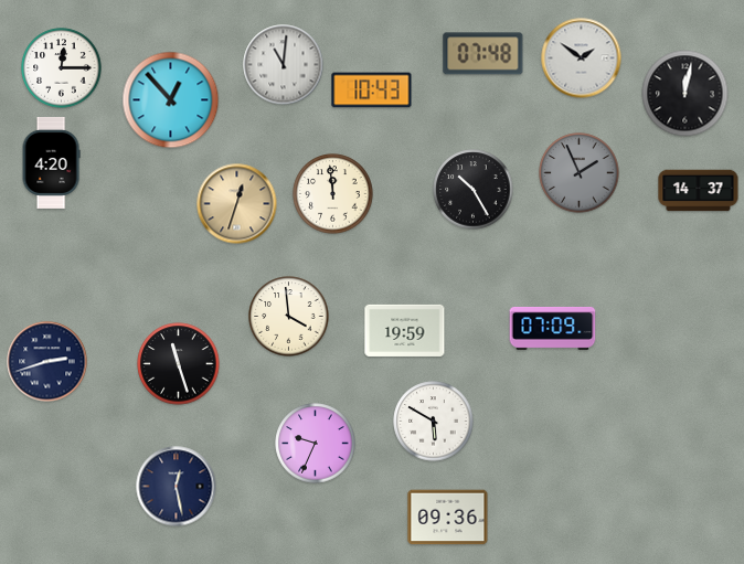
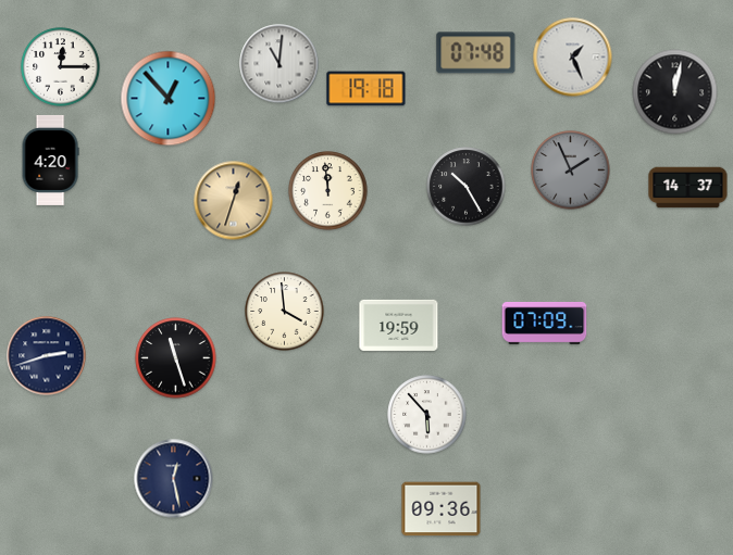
clock at (582, 58): 1:51 -> 1:26
clock at (372, 91): 10:43 -> 19:18
clock at (434, 422): 5:50 -> 5:53
clock at (316, 444): 9:34 -> none
